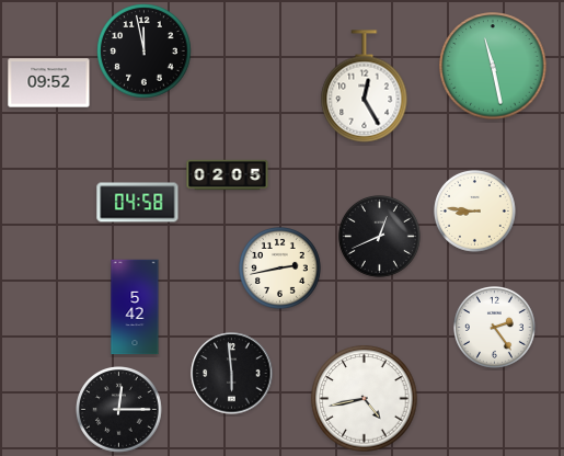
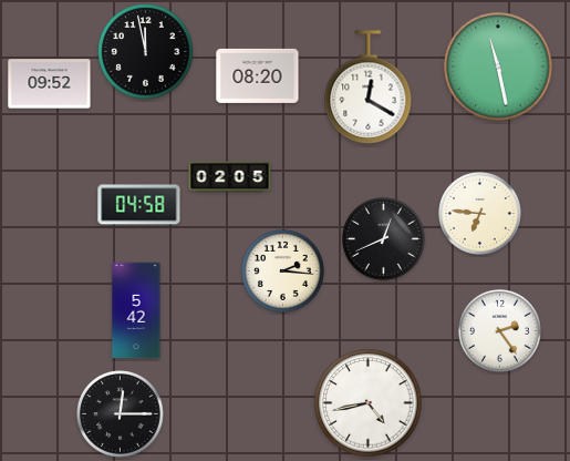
clock at (258, 75): none -> 08:20
clock at (365, 87): 12:25 -> 12:20
clock at (475, 212): 8:46 -> 6:46
clock at (280, 269): 2:43 -> 2:16
clock at (232, 374): 5:59 -> none
